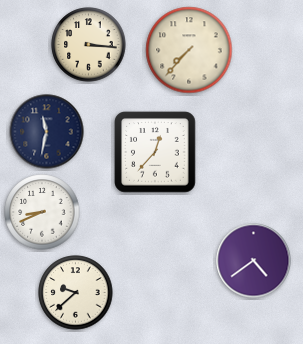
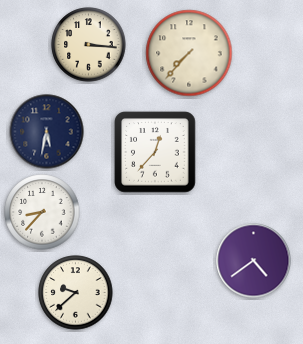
clock at (189, 50) position: (189, 50) -> (189, 53)
clock at (47, 132): 11:32 -> 5:32
clock at (42, 212): 8:41 -> 8:37
